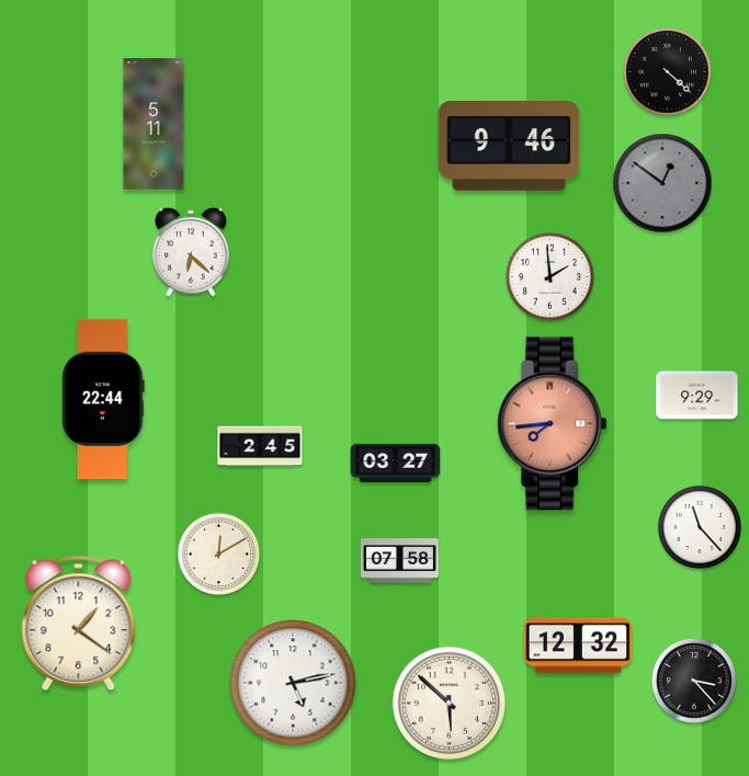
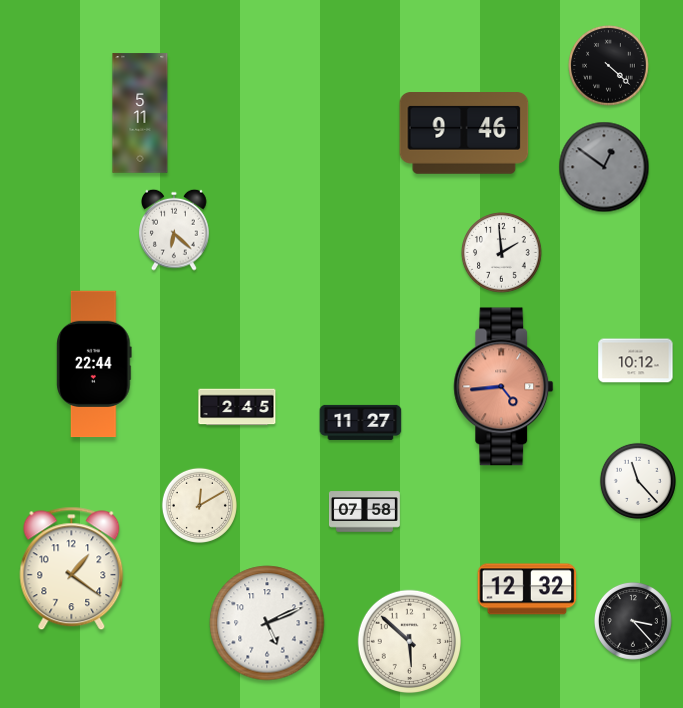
clock at (697, 396): 9:29 -> 10:12
clock at (553, 424): 7:44 -> 4:44
clock at (396, 463): 03:27 -> 11:27
clock at (293, 683): 5:13 -> 5:11
